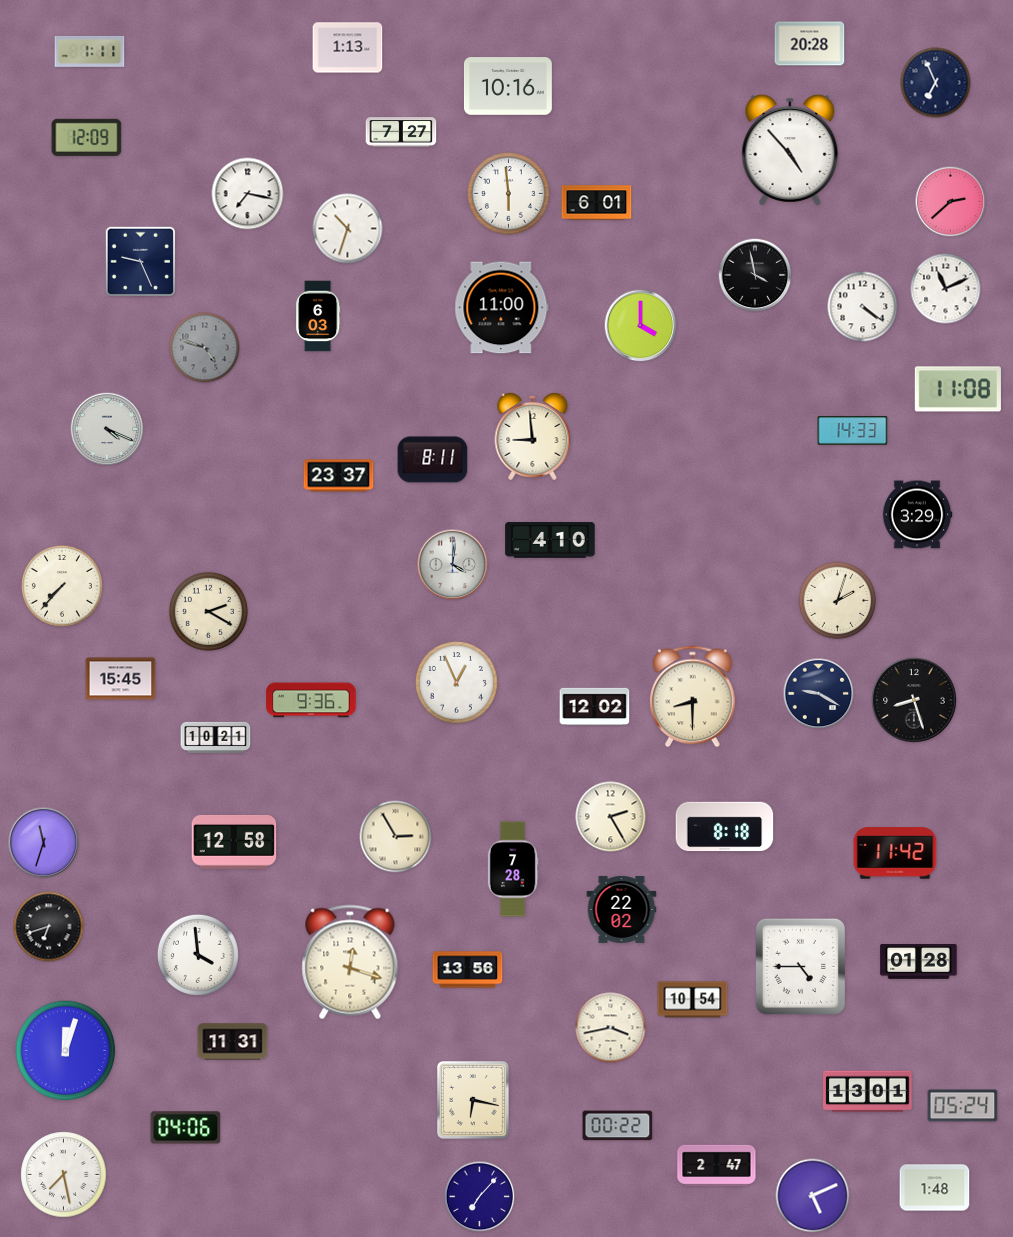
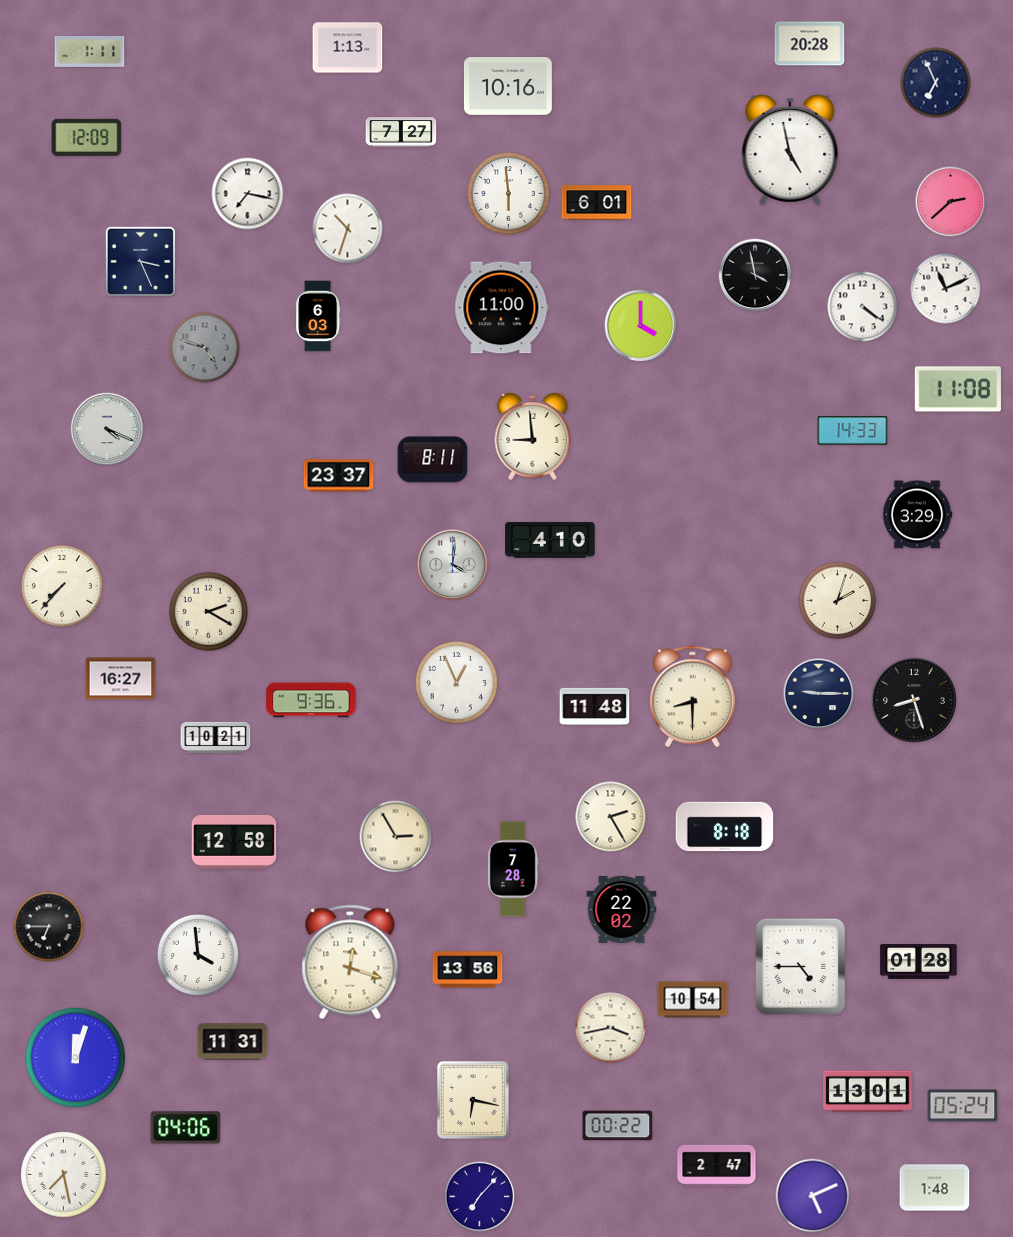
clock at (790, 150): 4:53 -> 4:58
clock at (140, 261): 9:26 -> 3:26
clock at (121, 679): 15:45 -> 16:27
clock at (819, 694): 9:20 -> 9:15
clock at (595, 706): 12:02 -> 11:48
clock at (44, 843): 11:33 -> none
clock at (895, 853): 11:42 -> none
clock at (49, 927): 6:42 -> 6:45
clock at (66, 1051) position: (66, 1051) -> (76, 1058)
